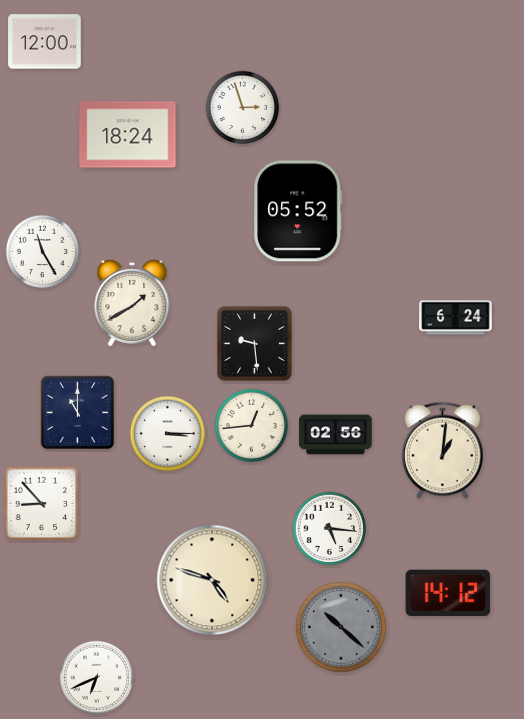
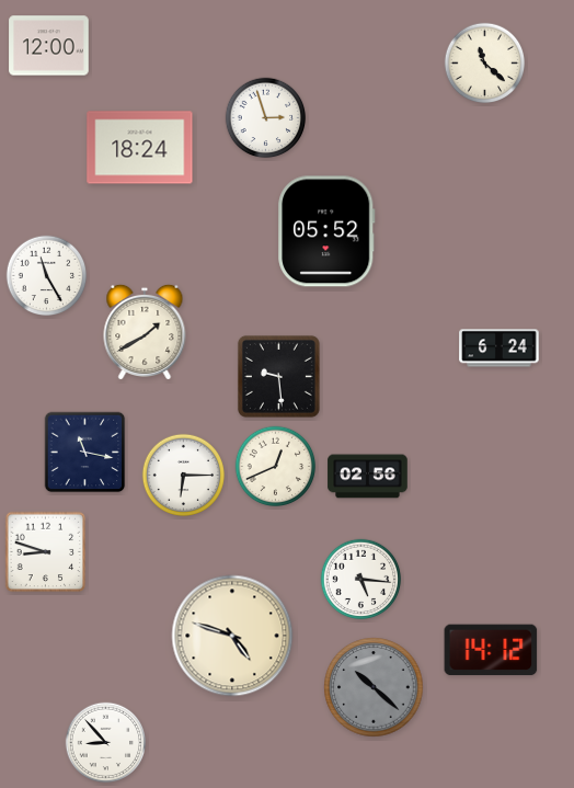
clock at (485, 64): none -> 11:22
clock at (78, 413): 11:00 -> 11:17
clock at (252, 426): 12:44 -> 12:41
clock at (167, 433): 3:15 -> 6:15
clock at (442, 451): 1:01 -> none
clock at (42, 504): 8:53 -> 8:48
clock at (97, 678): 6:41 -> 8:53
